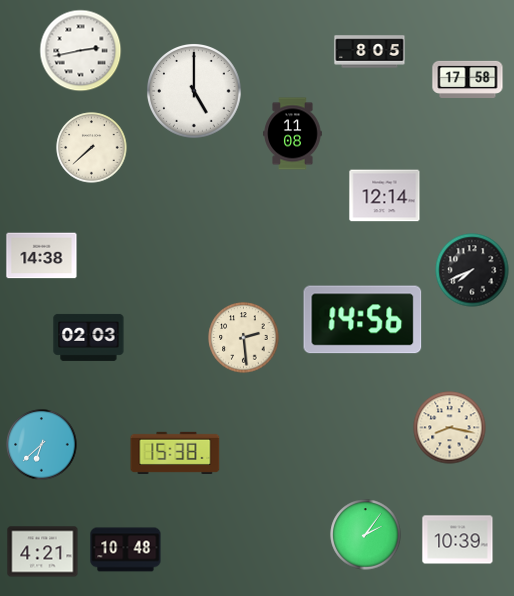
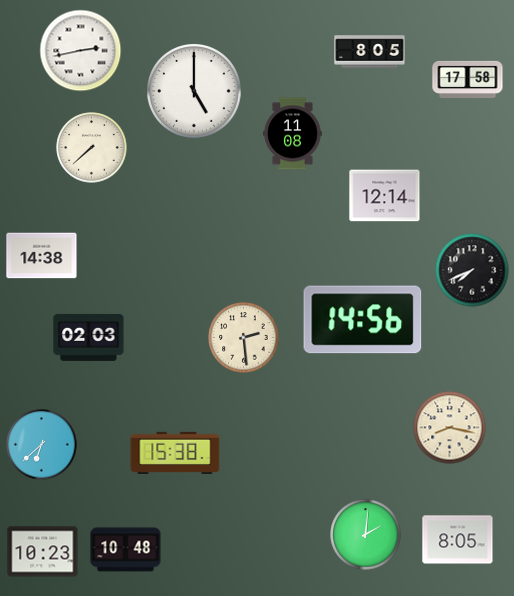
clock at (366, 535): 2:06 -> 2:01
clock at (458, 540): 10:39 -> 8:05
clock at (43, 552): 4:21 -> 10:23
